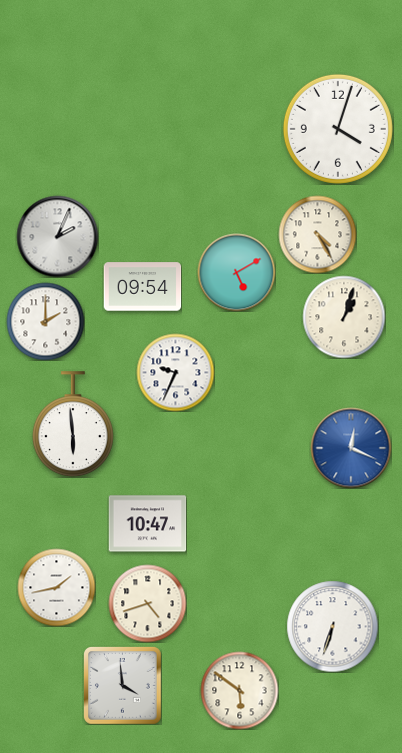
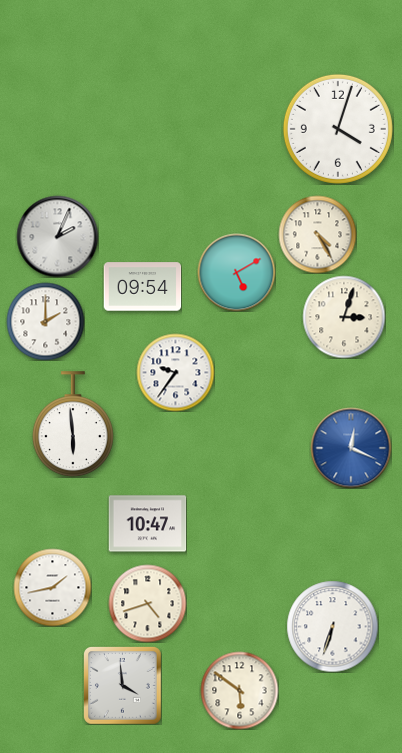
clock at (344, 317): 1:03 -> 3:03
clock at (175, 372): 9:34 -> 9:36
clock at (56, 587) position: (56, 587) -> (52, 587)
